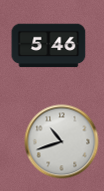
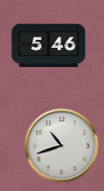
clock at (62, 142) position: (62, 142) -> (62, 146)
